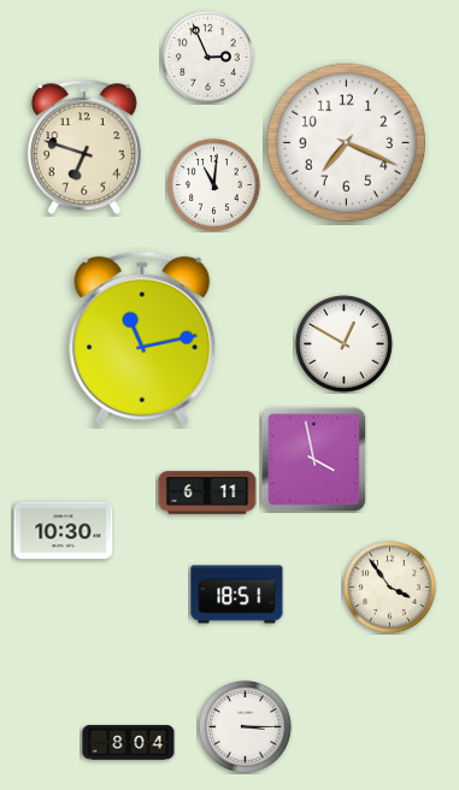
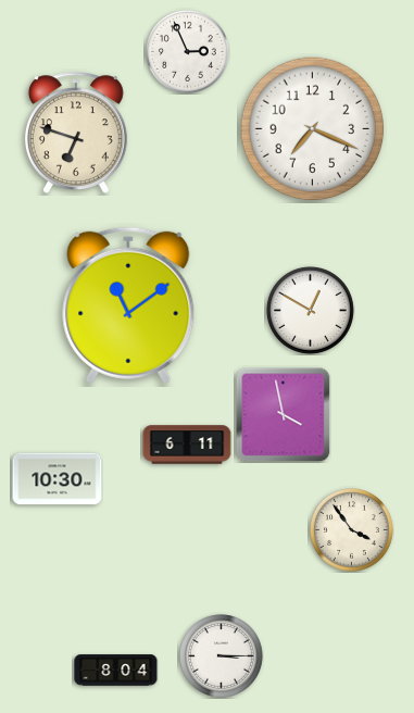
clock at (214, 185): 11:01 -> none
clock at (142, 338): 11:13 -> 11:09
clock at (237, 595): 18:51 -> none
